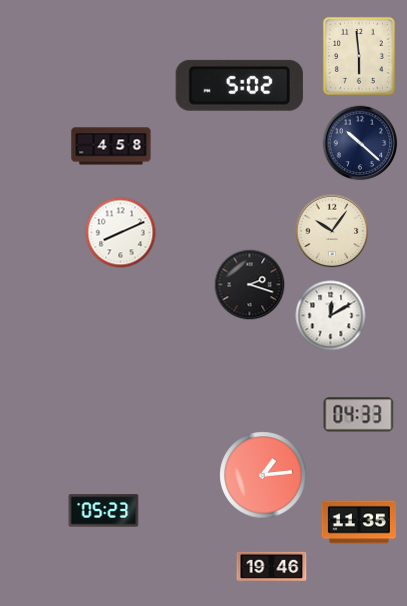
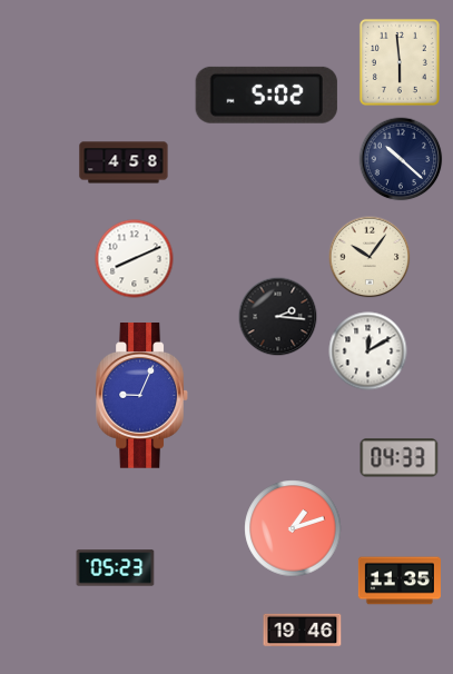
clock at (250, 285): 2:18 -> 2:16
clock at (141, 396): none -> 9:04
clock at (359, 415) position: (359, 415) -> (400, 458)
clock at (263, 475): 1:14 -> 1:12
